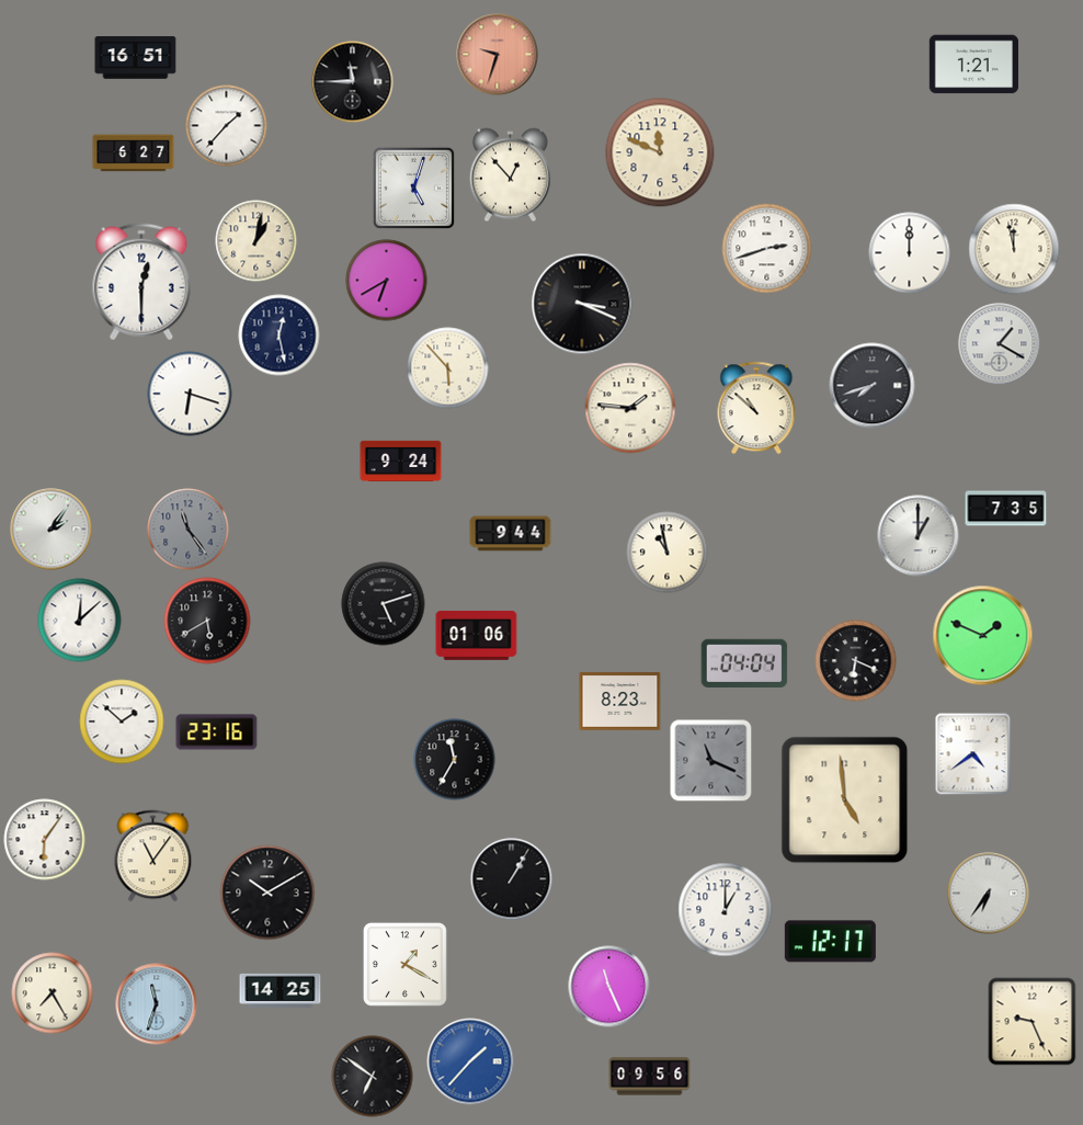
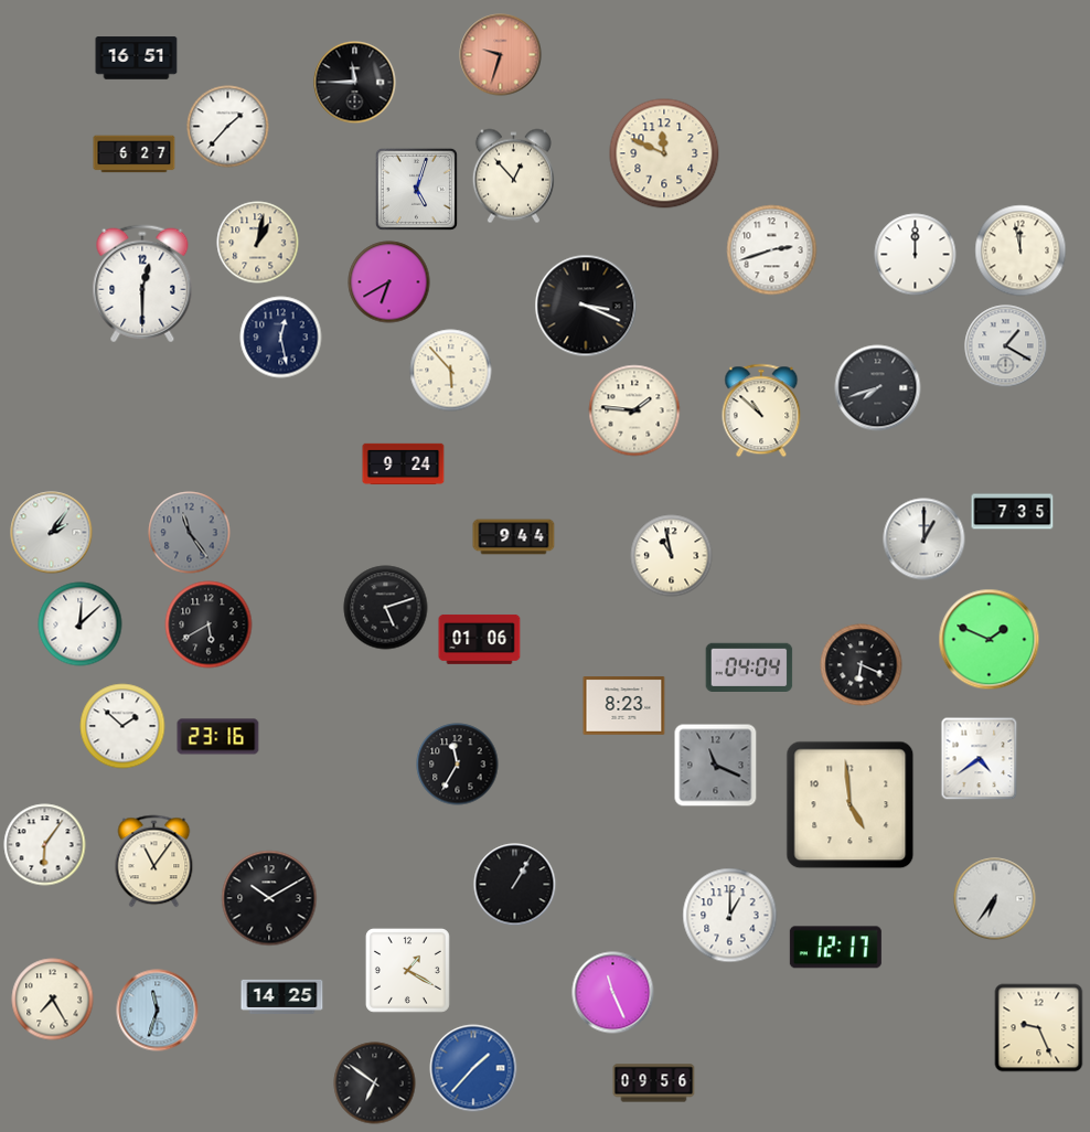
clock at (973, 65): 1:21 -> none
clock at (190, 394): 6:18 -> none
